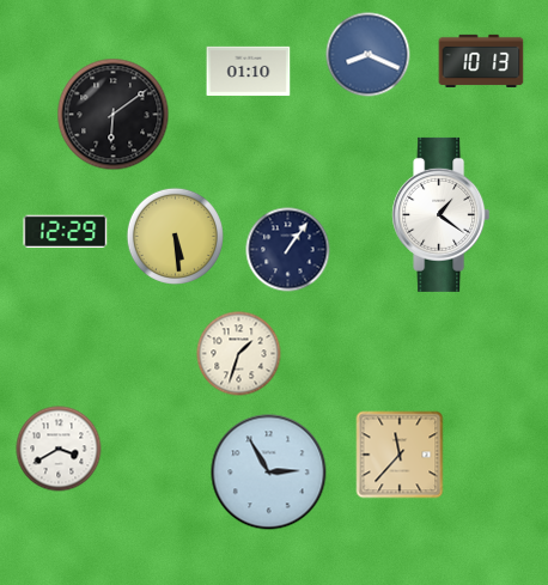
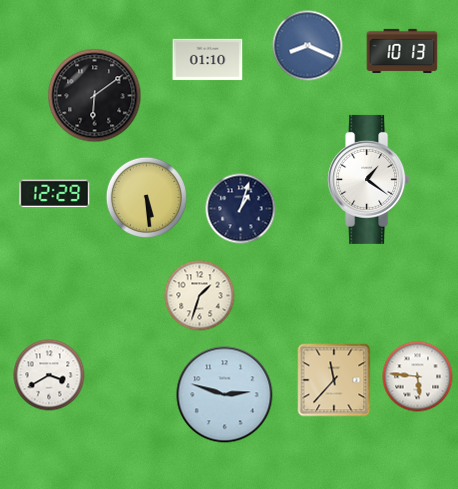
clock at (288, 250): 1:06 -> 1:03
clock at (418, 377): none -> 5:46
clock at (269, 473): 2:55 -> 2:48
